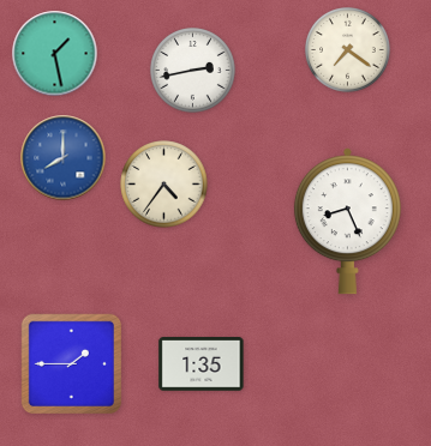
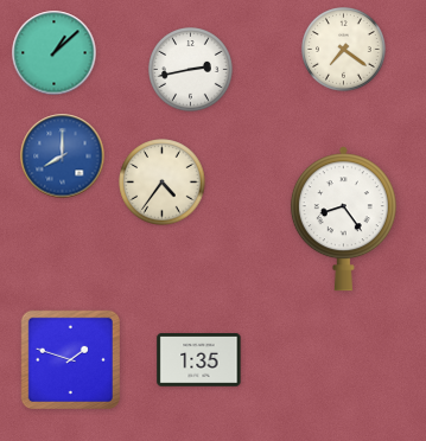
clock at (55, 54): 1:28 -> 1:08
clock at (347, 222): 8:26 -> 8:24
clock at (71, 363): 1:45 -> 1:48
